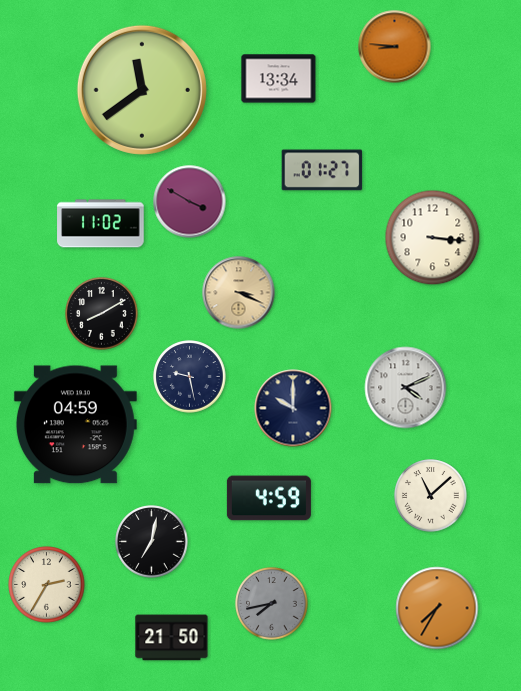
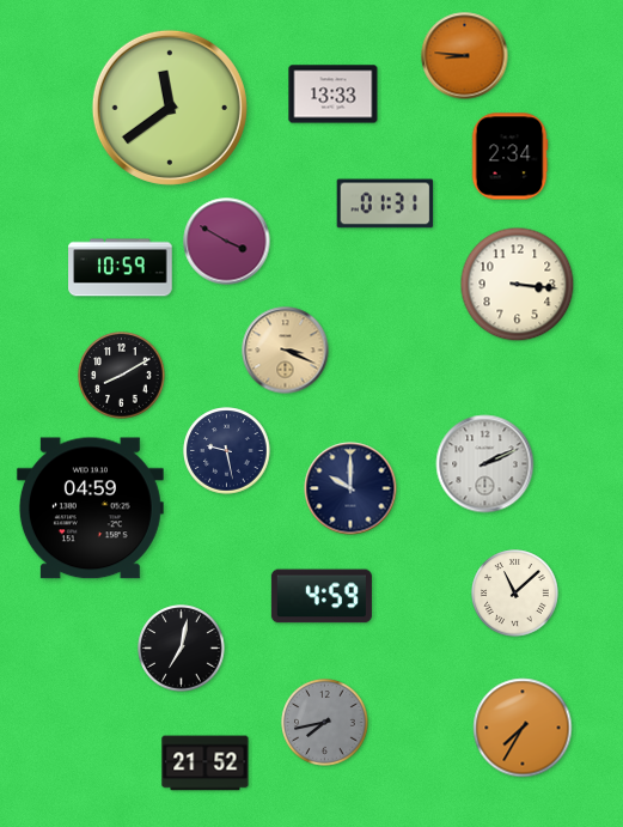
clock at (395, 47) position: (395, 47) -> (465, 56)
clock at (279, 79): 13:34 -> 13:33
clock at (509, 157): none -> 2:34
clock at (322, 170): 01:27 -> 01:31
clock at (101, 224): 11:02 -> 10:59
clock at (406, 388): 4:11 -> 2:11
clock at (47, 585): 2:35 -> none
clock at (172, 638): 21:50 -> 21:52
